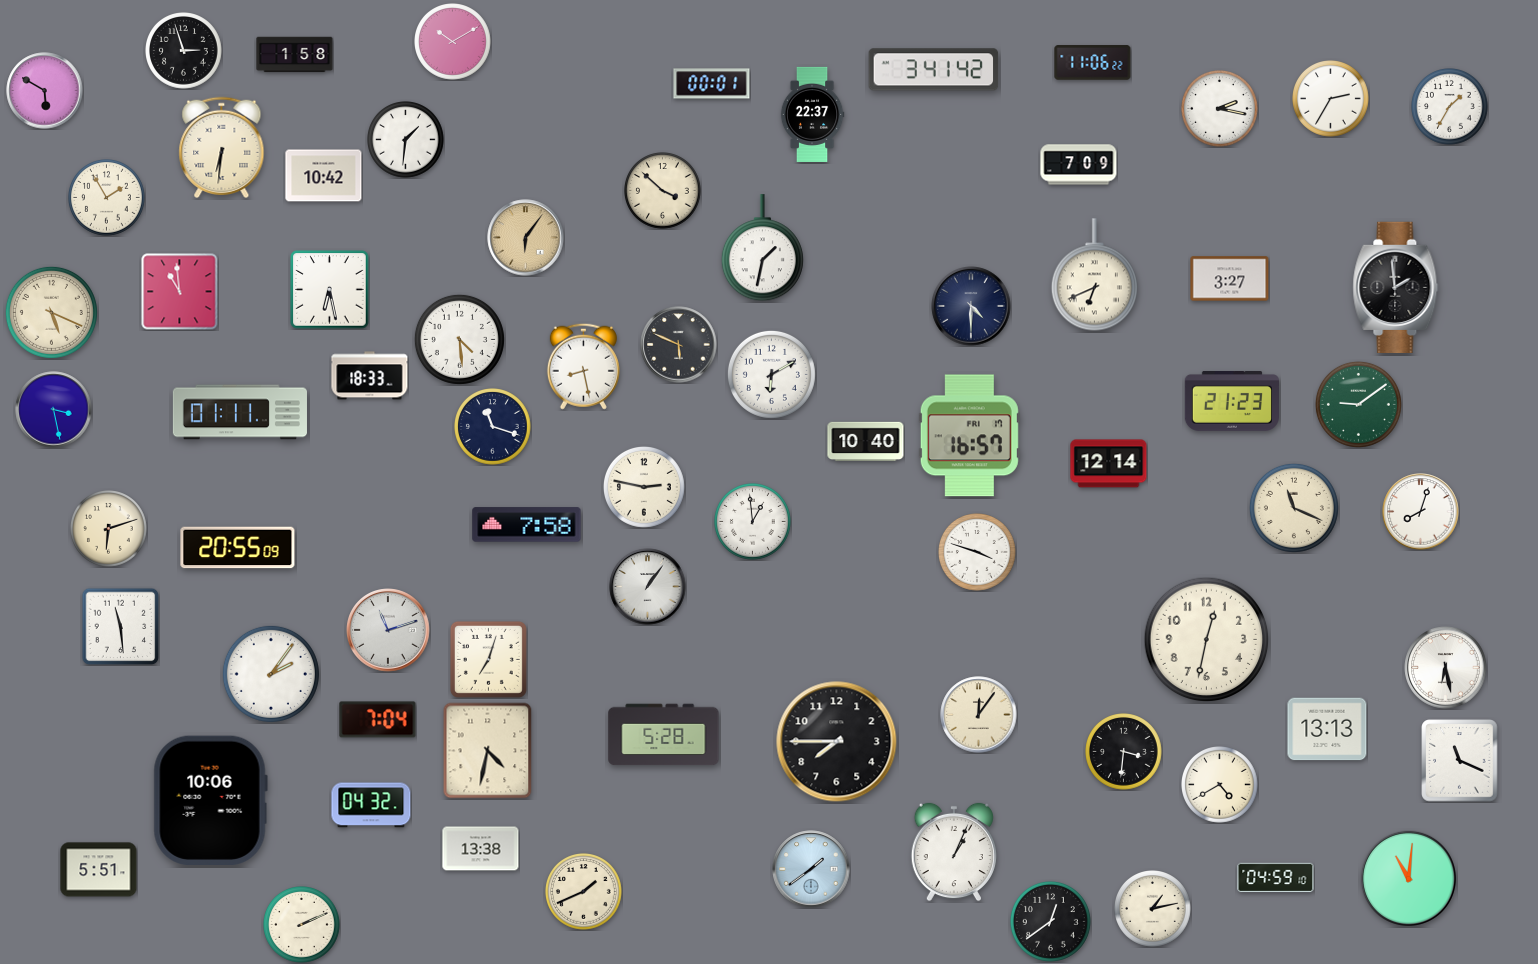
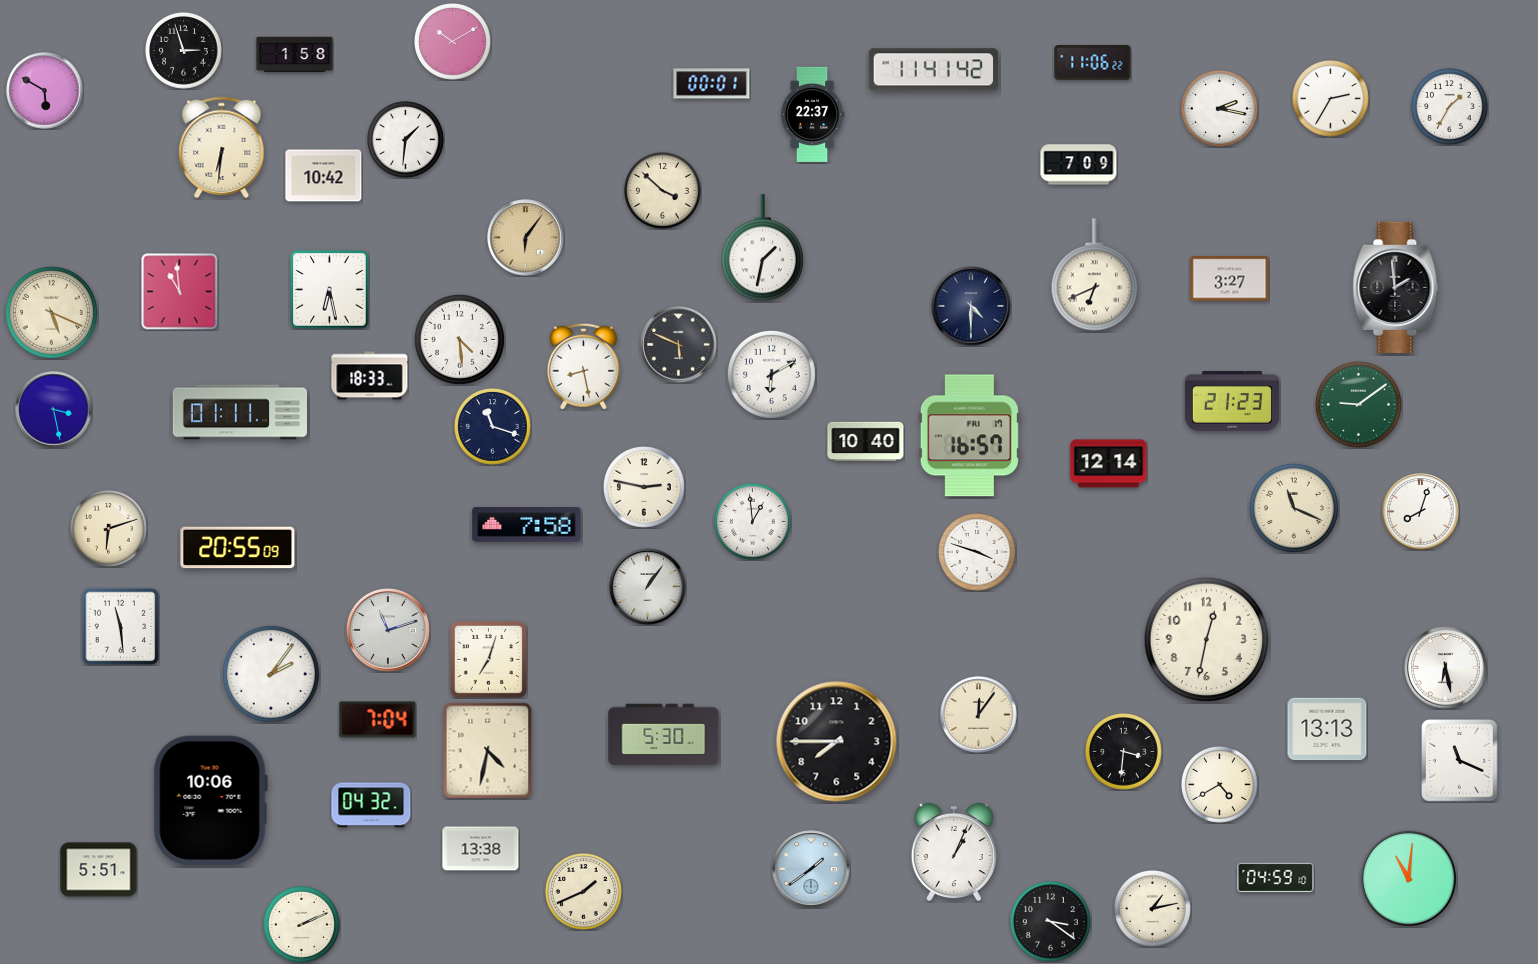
clock at (934, 70): 3:41 -> 11:41
clock at (107, 198): 1:55 -> none
clock at (664, 735): 5:28 -> 5:30
clock at (1050, 921): 12:39 -> 3:21
